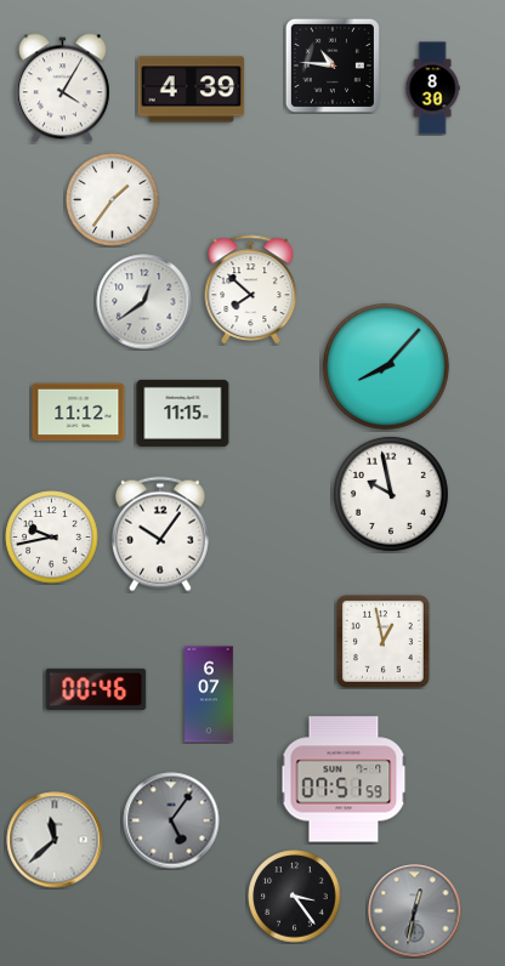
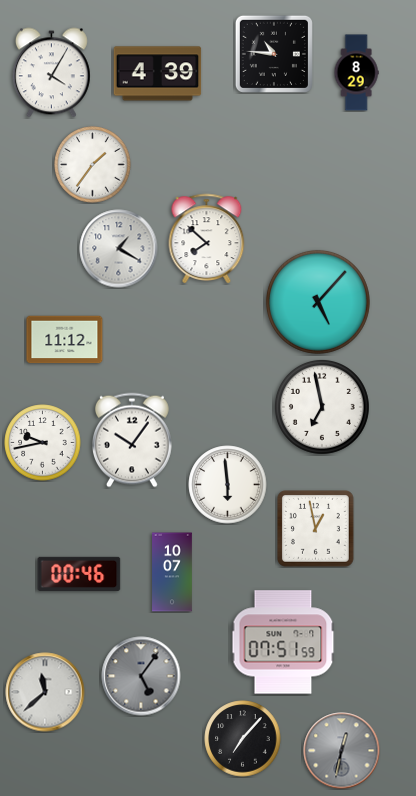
clock at (432, 89): 8:30 -> 8:29
clock at (144, 302): 12:39 -> 1:20
clock at (386, 366): 8:07 -> 5:07
clock at (183, 413): 11:15 -> none
clock at (391, 494): 9:58 -> 6:58
clock at (228, 485): none -> 5:59
clock at (96, 689) position: (96, 689) -> (79, 574)
clock at (209, 694): 6:07 -> 10:07
clock at (295, 897): 3:24 -> 7:07
